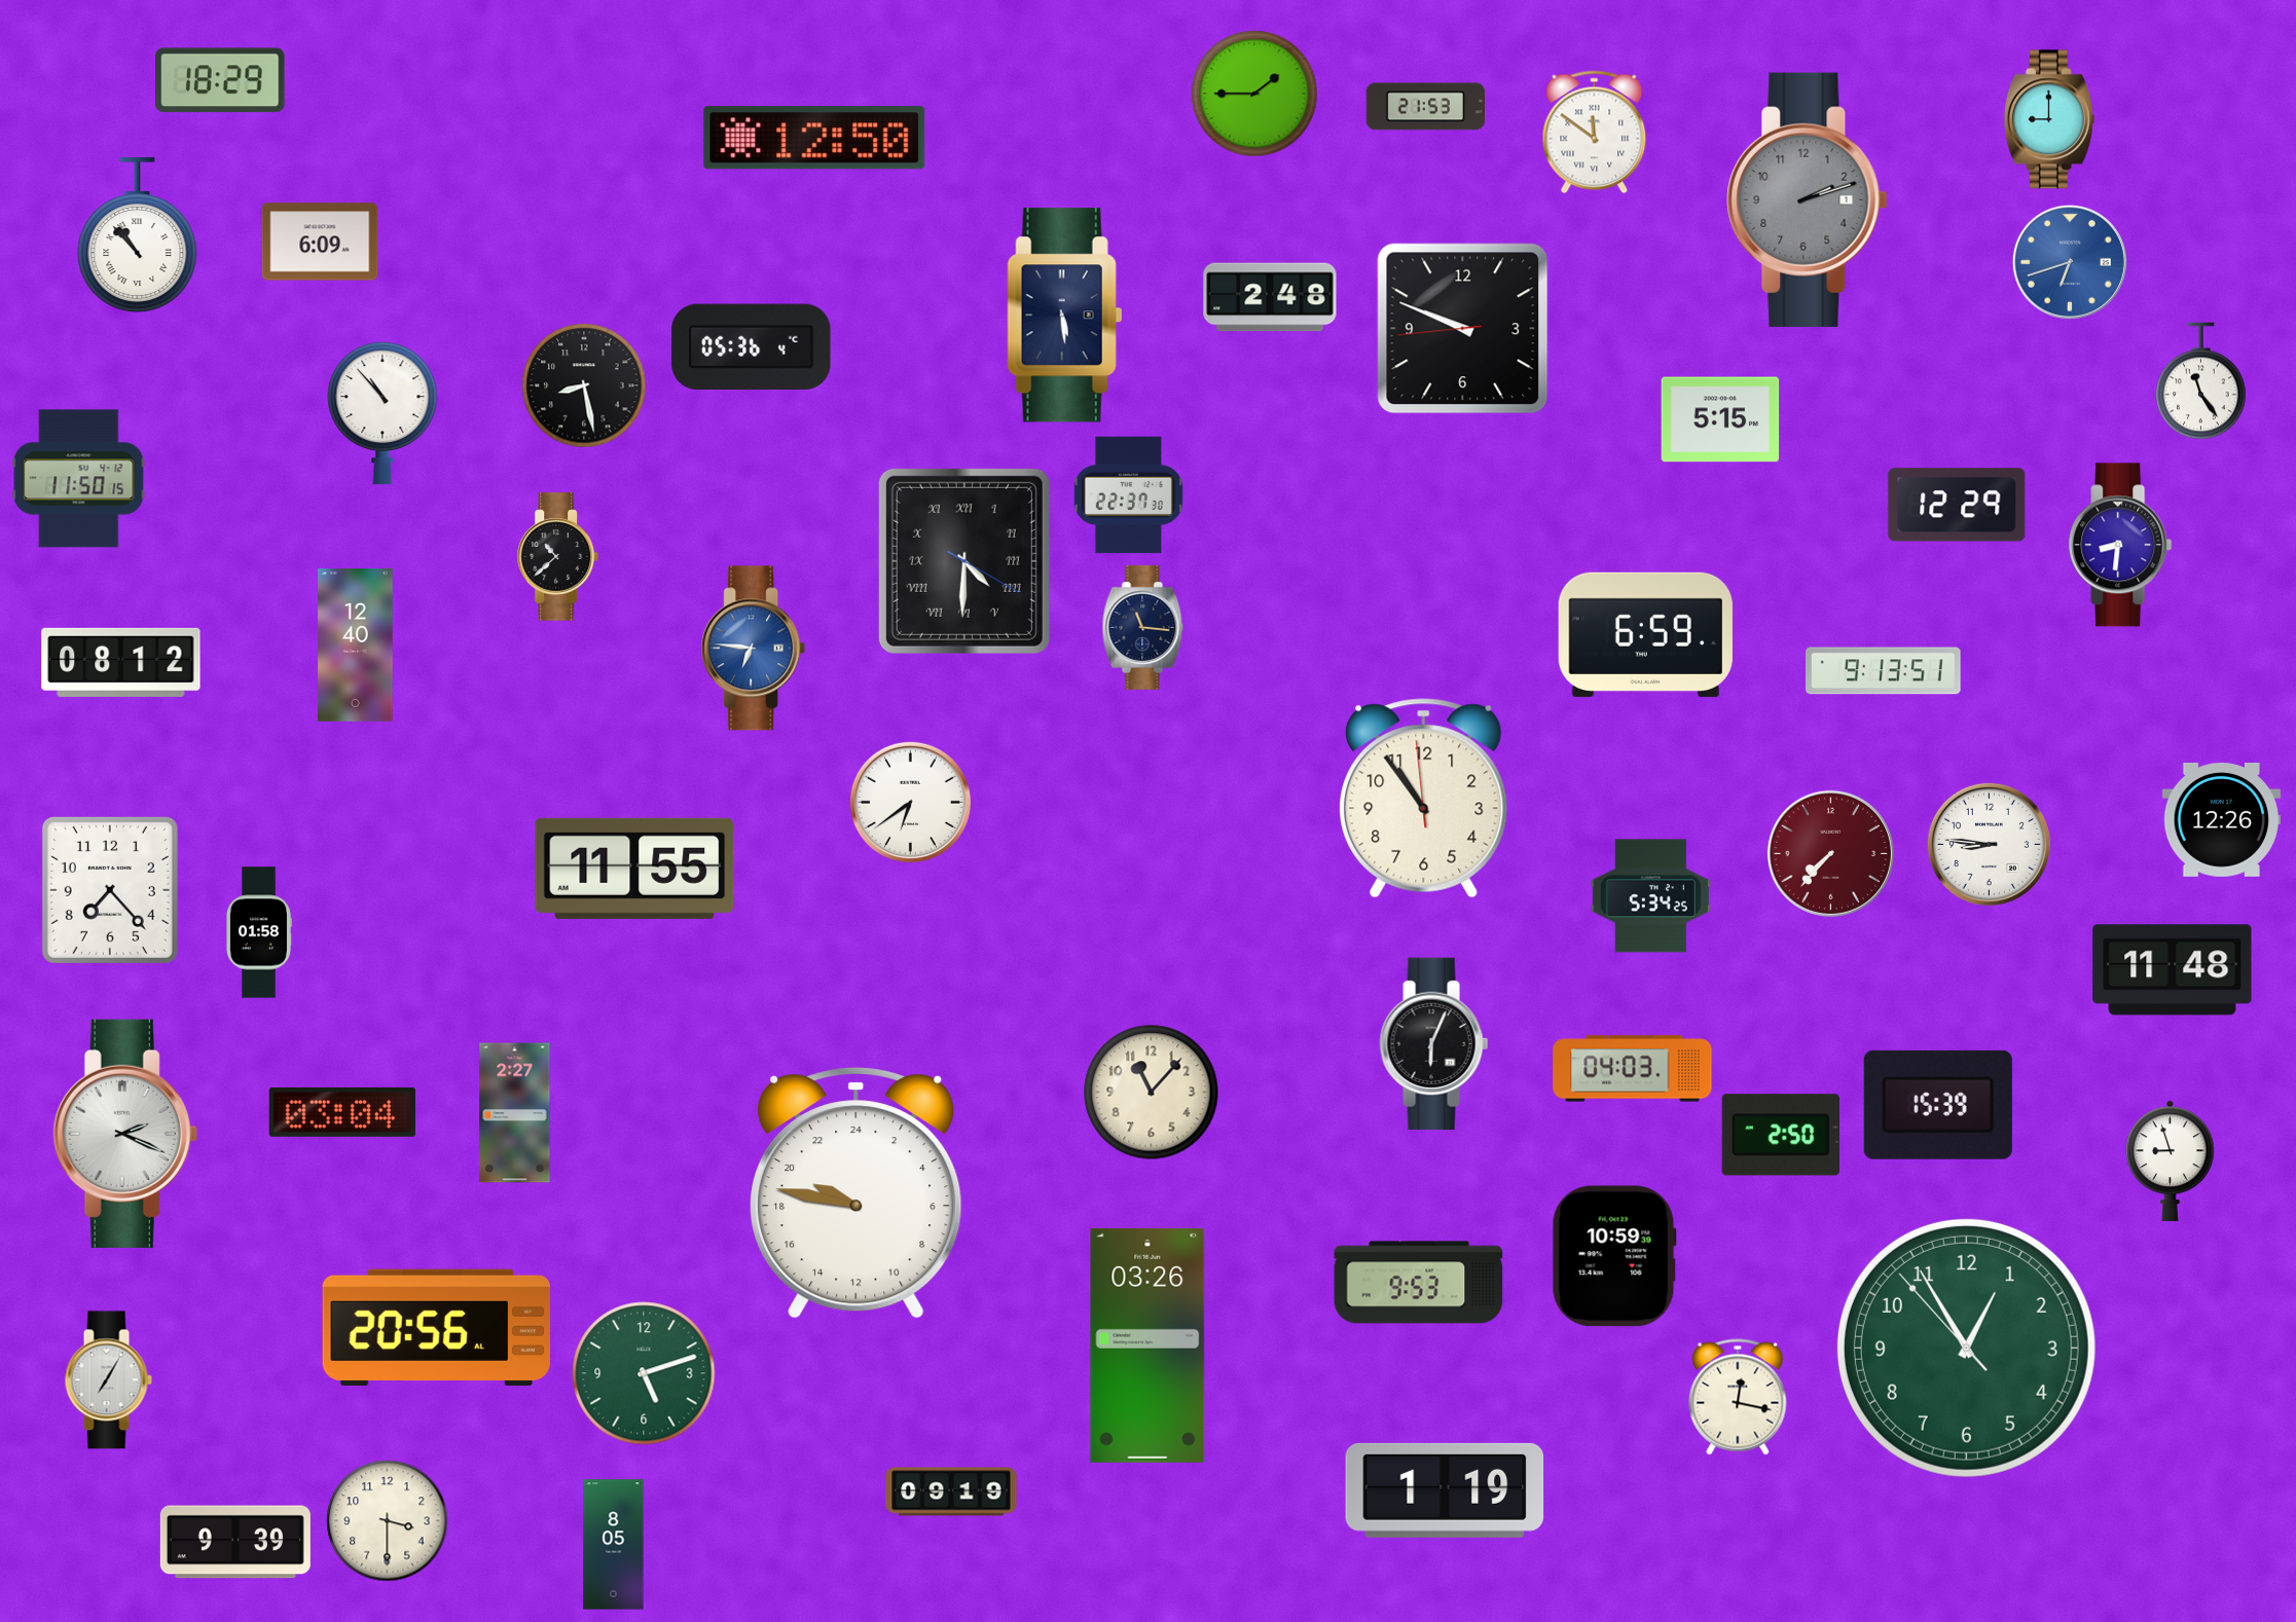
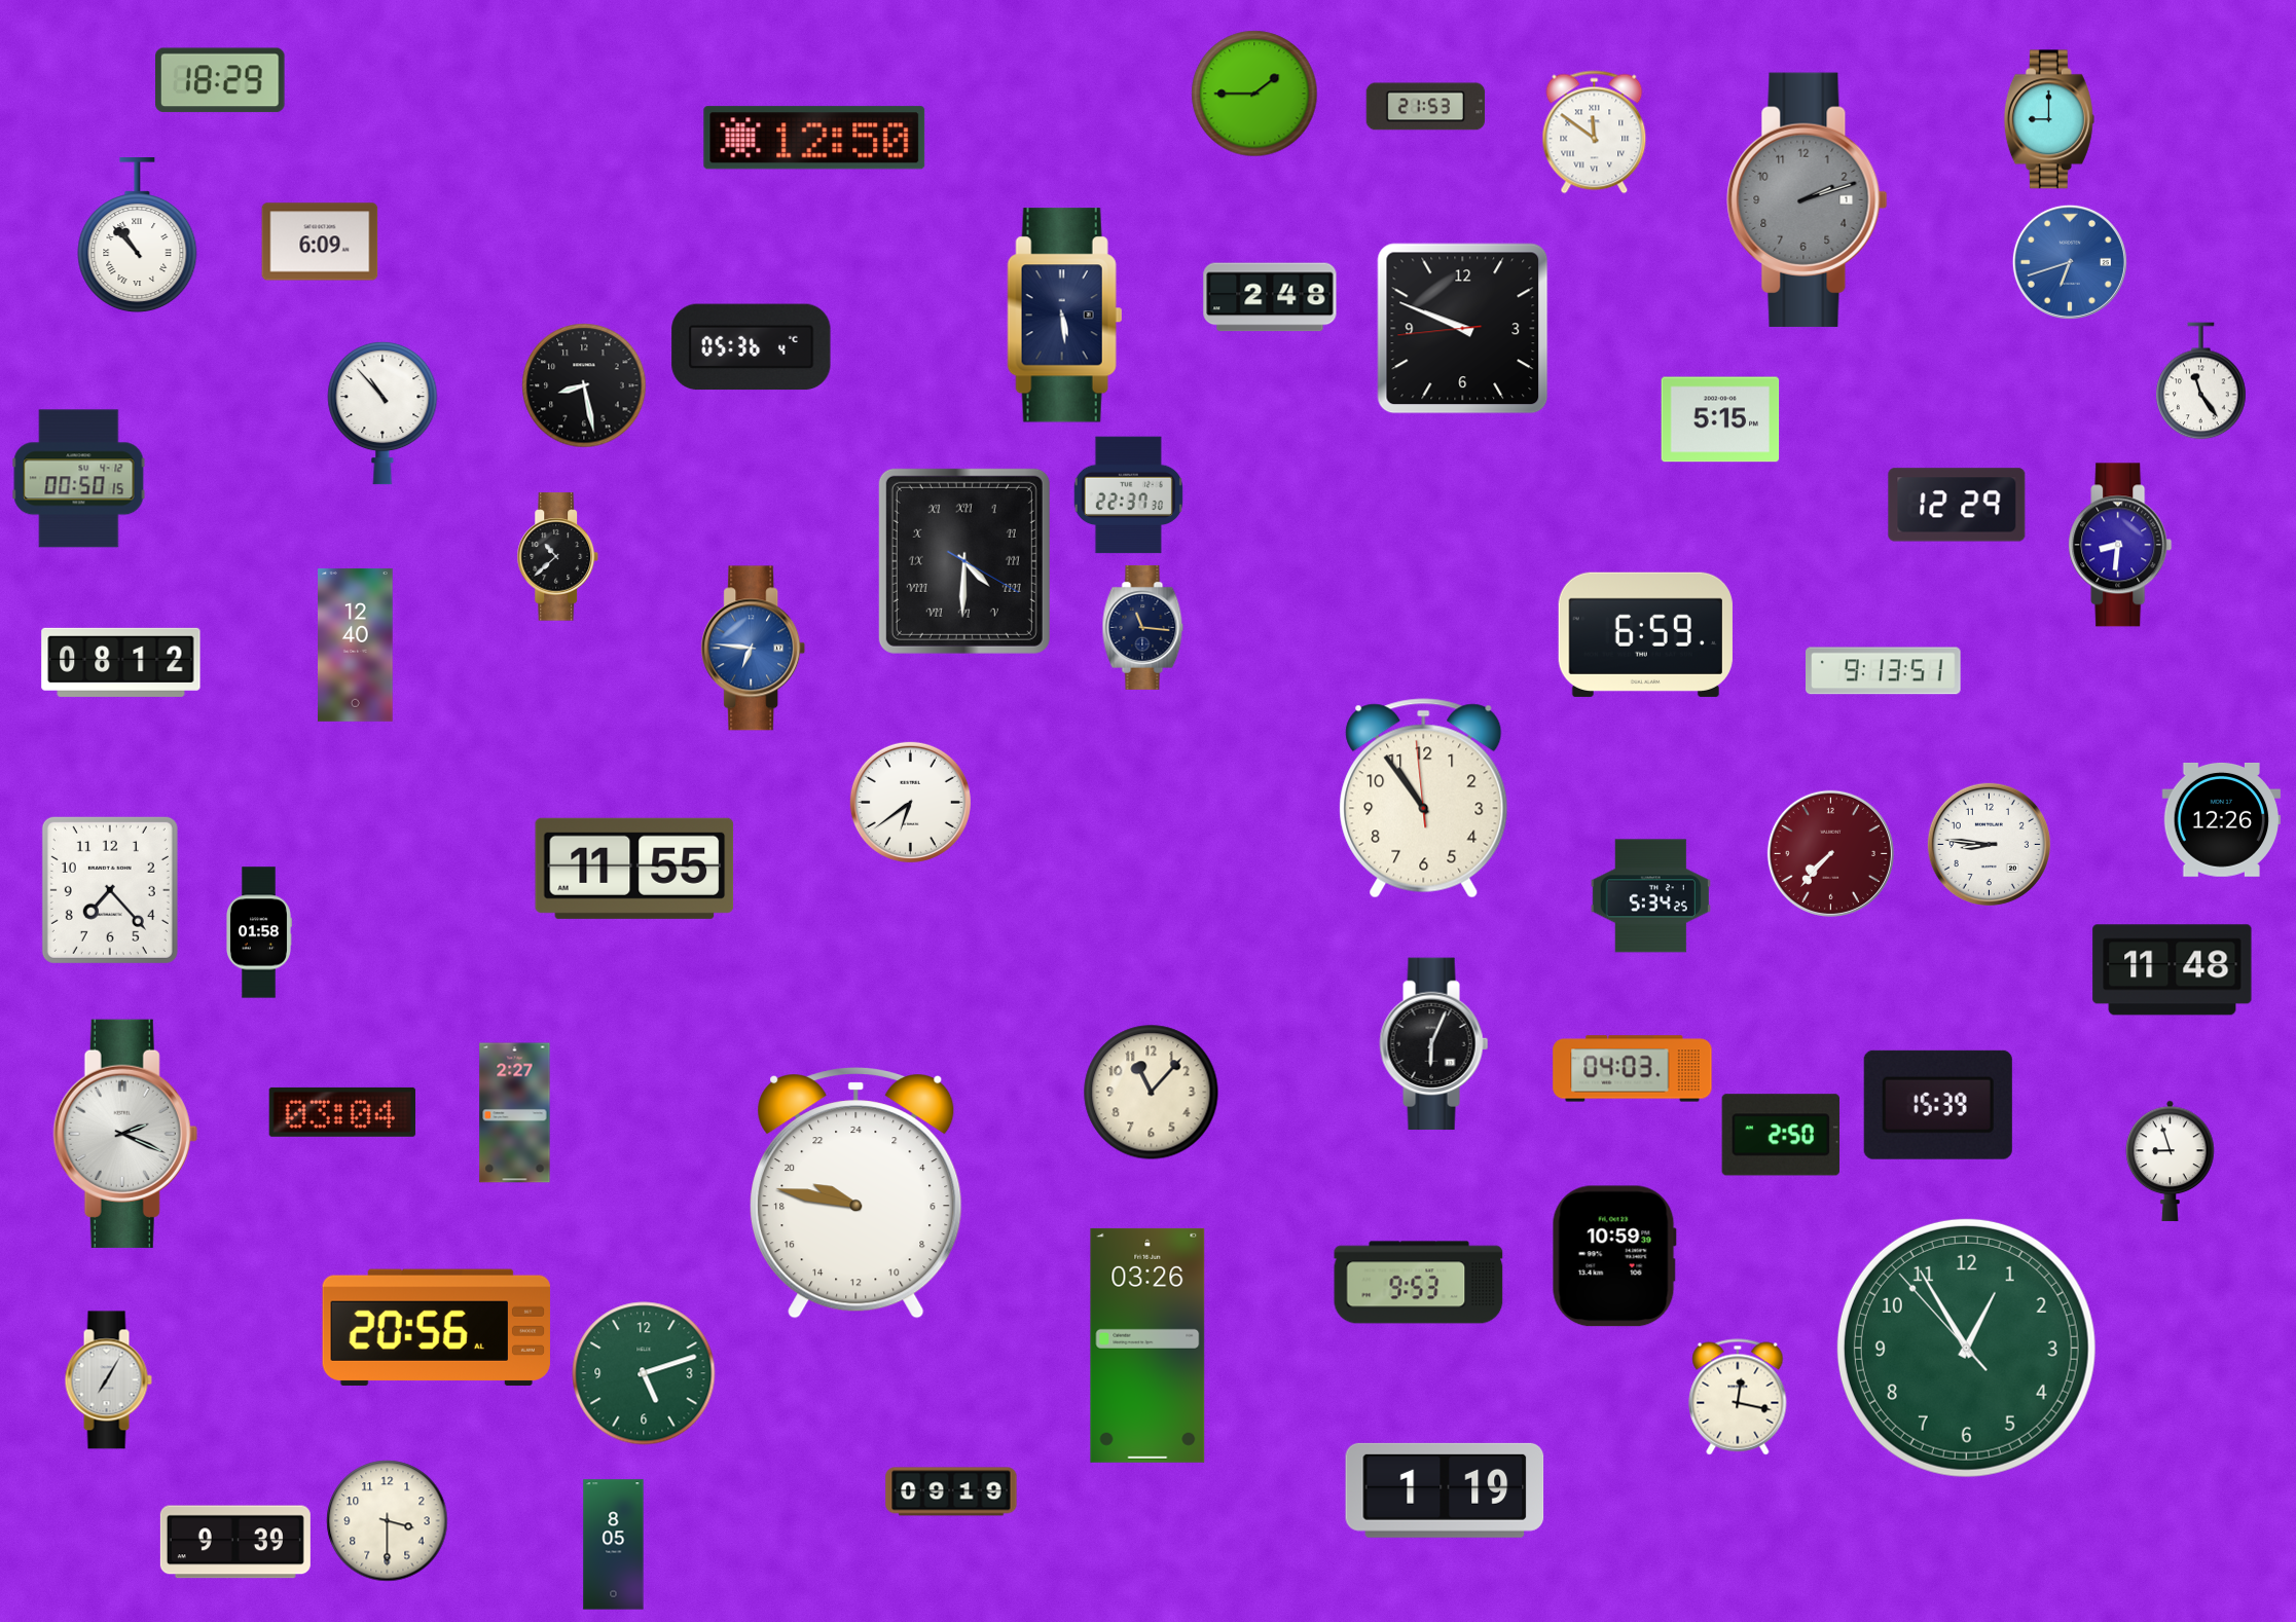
clock at (79, 479): 11:50 -> 00:50
